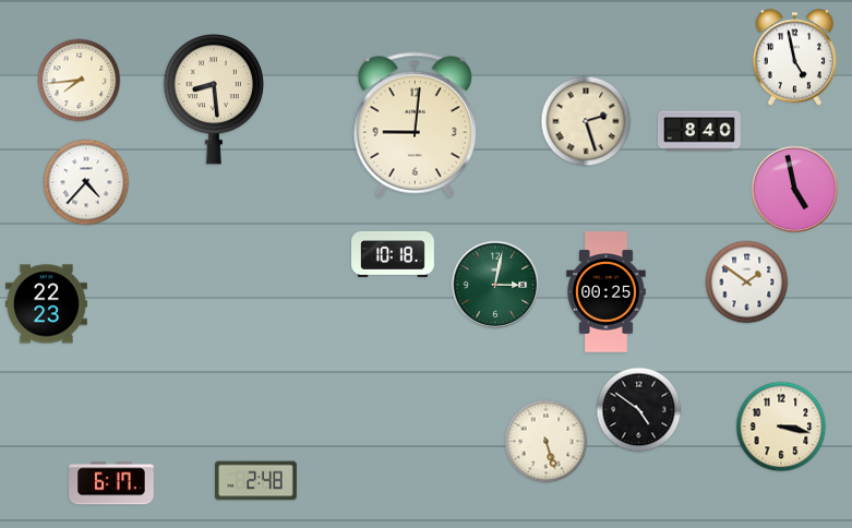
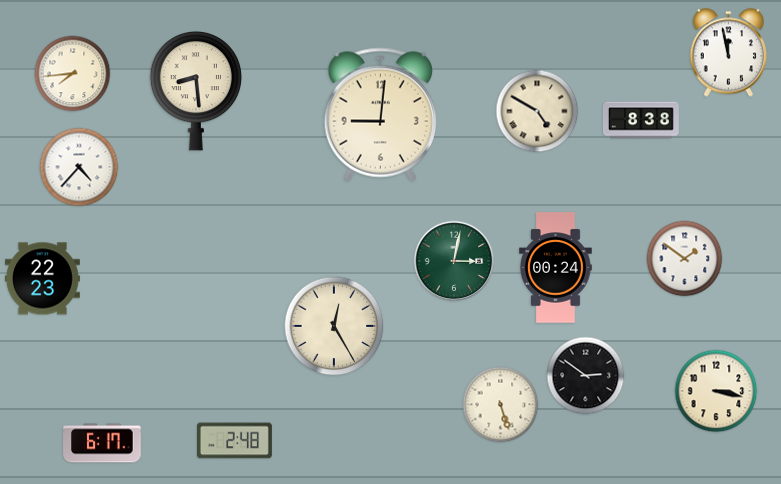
clock at (794, 58): 4:58 -> 11:58
clock at (586, 121): 2:27 -> 4:50
clock at (700, 131): 8:40 -> 8:38
clock at (795, 190): 4:58 -> none
clock at (394, 254): 10:18 -> none
clock at (607, 292): 00:25 -> 00:24
clock at (334, 326): none -> 12:25
clock at (639, 410): 4:51 -> 2:51
